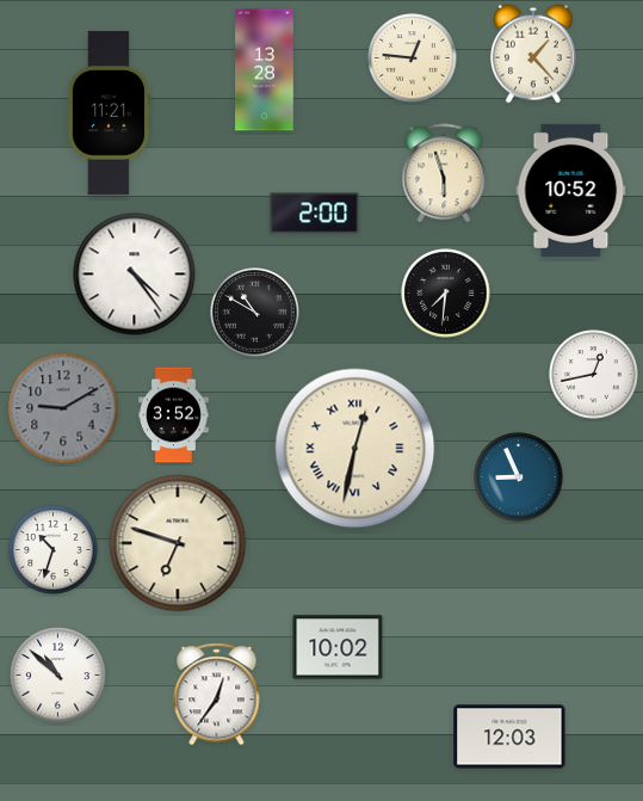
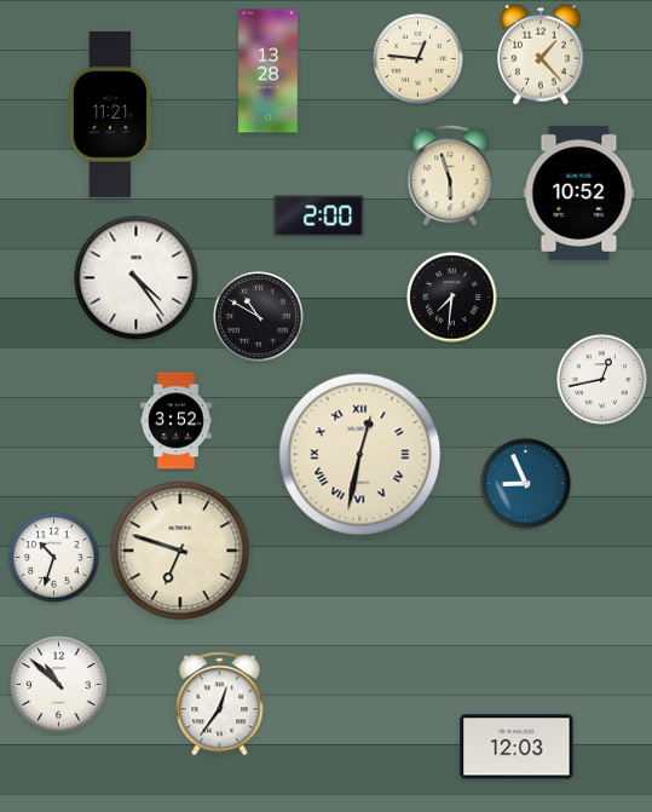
clock at (63, 408): 9:10 -> none
clock at (338, 647): 10:02 -> none
